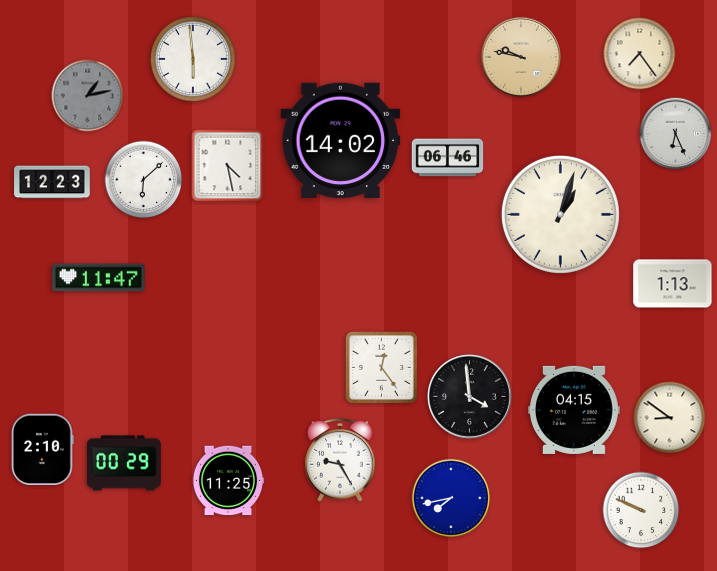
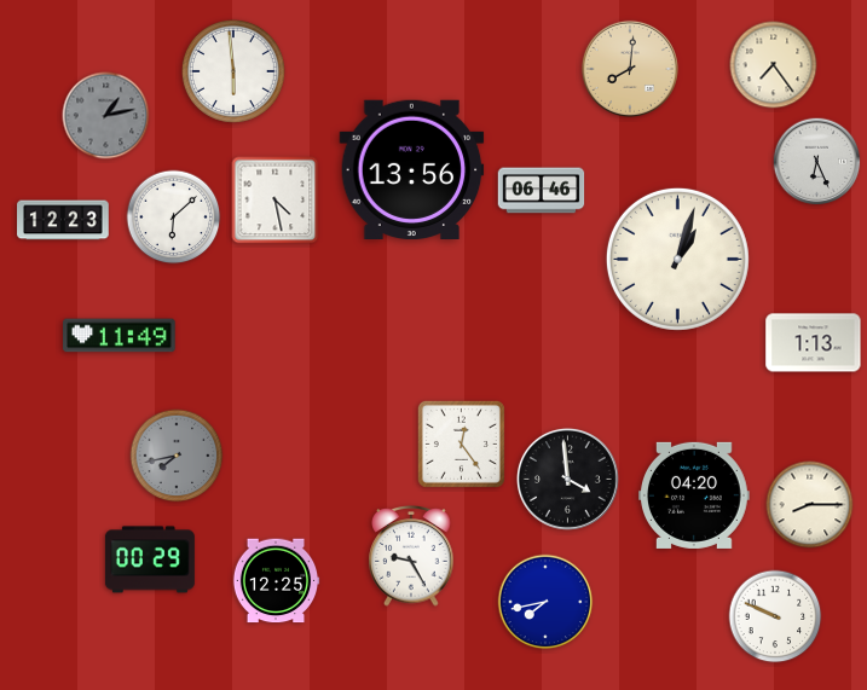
clock at (521, 57): 9:47 -> 8:01
clock at (341, 140): 14:02 -> 13:56
clock at (99, 278): 11:47 -> 11:49
clock at (177, 456): none -> 7:43
clock at (575, 410): 04:15 -> 04:20
clock at (670, 418): 8:51 -> 8:15
clock at (42, 450): 2:10 -> none
clock at (228, 481): 11:25 -> 12:25
